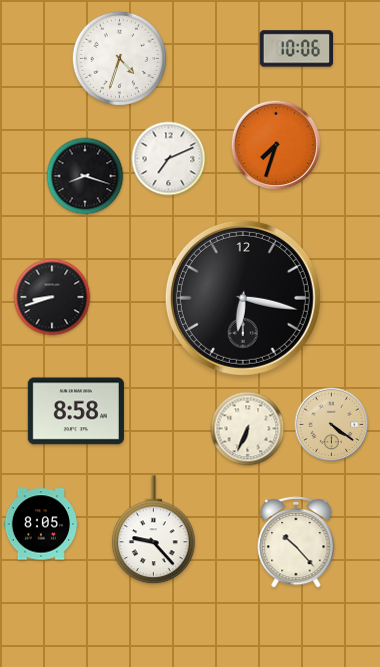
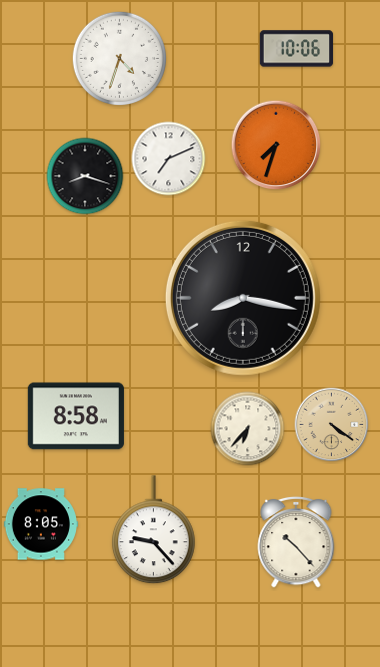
clock at (52, 297): 8:42 -> none
clock at (243, 298): 6:17 -> 8:17
clock at (76, 411) position: (76, 411) -> (76, 416)
clock at (248, 429): 6:34 -> 6:37
